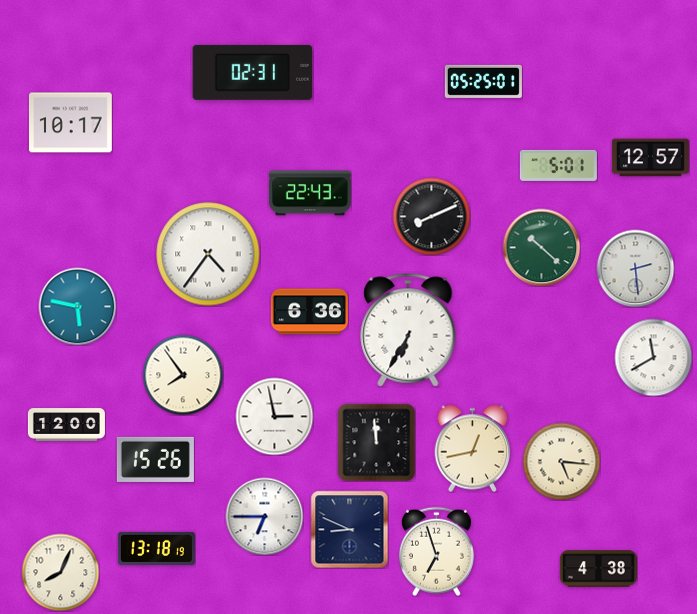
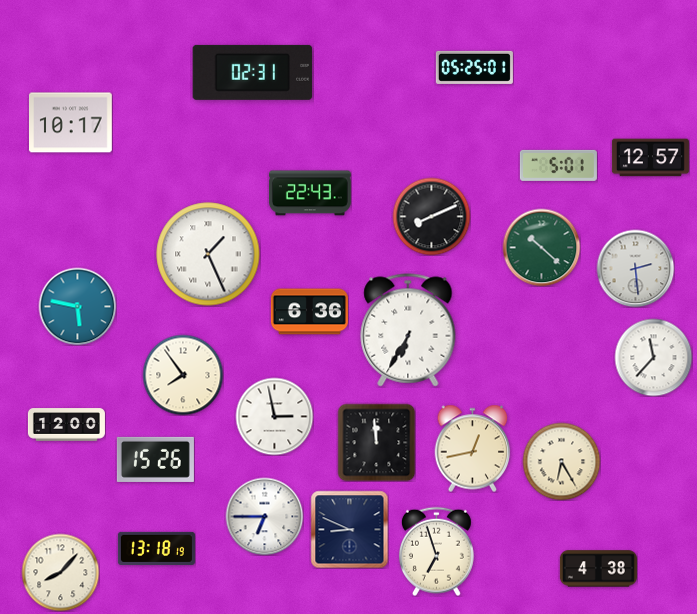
clock at (483, 81) position: (483, 81) -> (474, 67)
clock at (208, 254): 4:36 -> 1:26
clock at (653, 357): 11:40 -> 11:37
clock at (561, 461): 5:16 -> 6:25
clock at (60, 572): 8:04 -> 8:07
